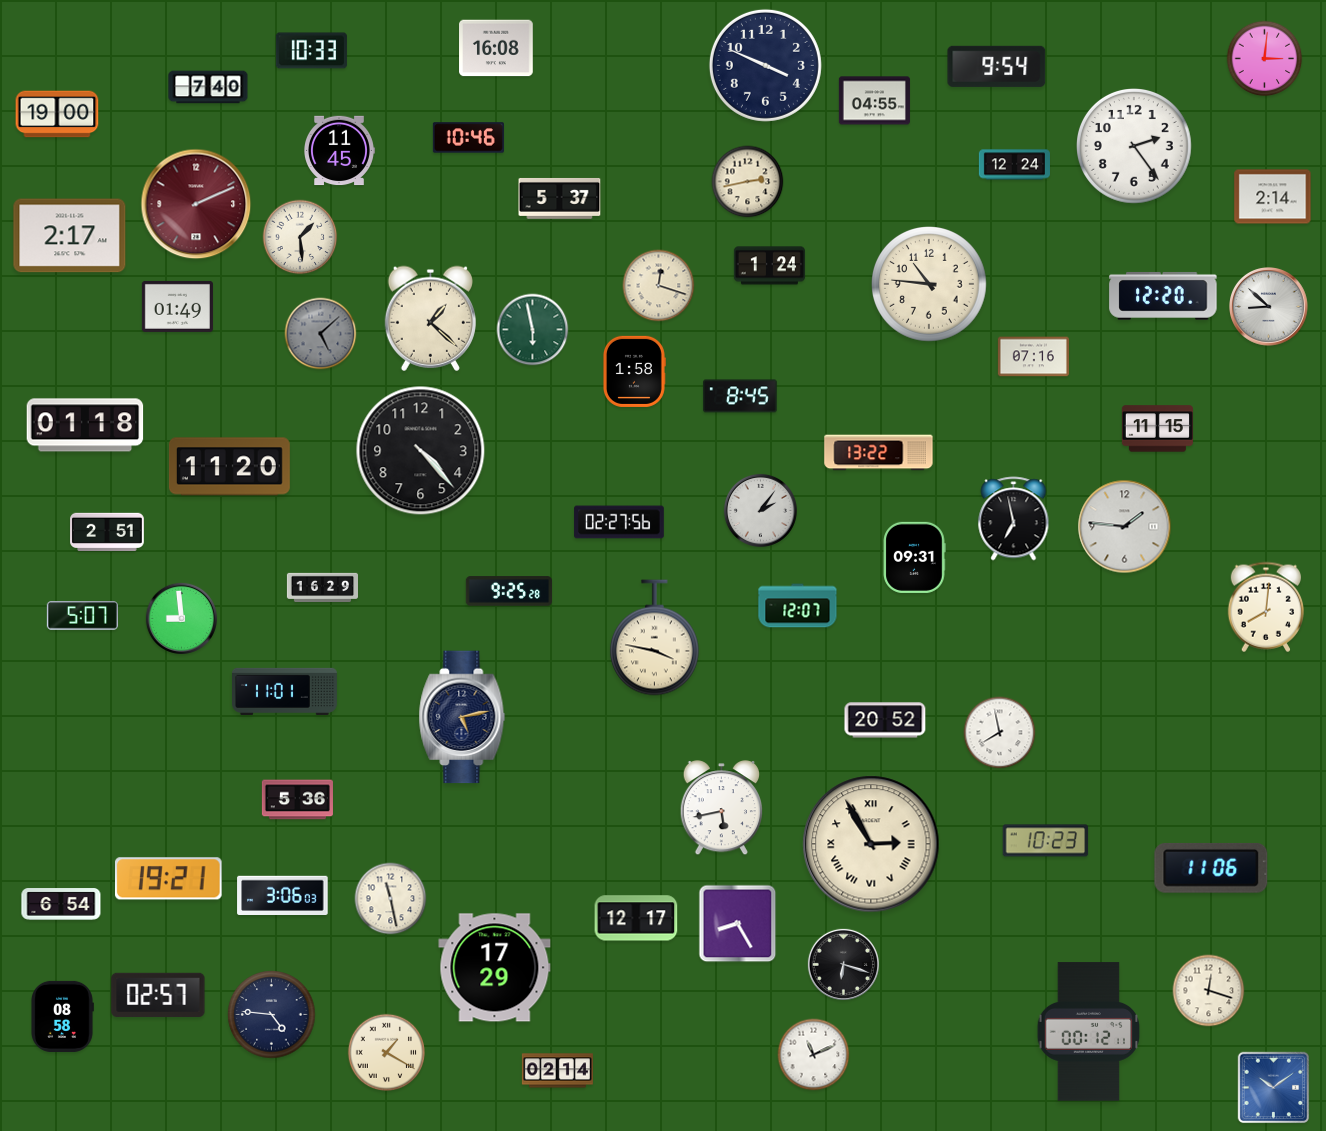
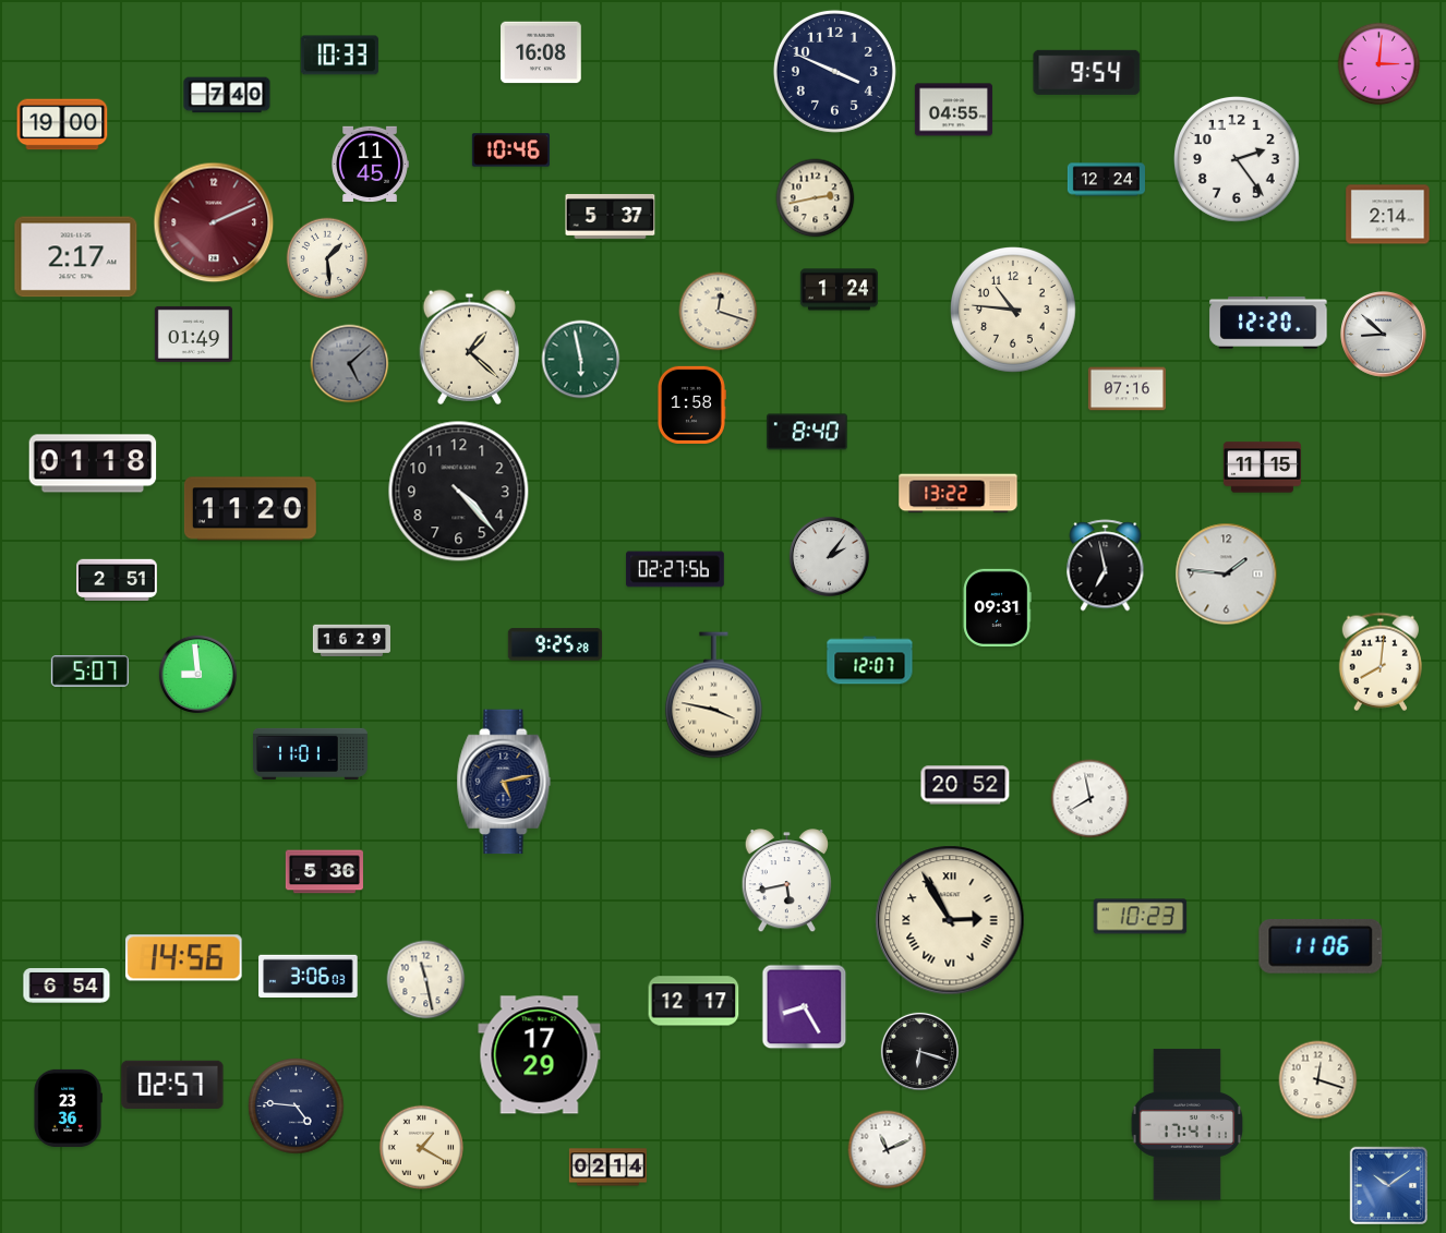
clock at (740, 396): 8:45 -> 8:40
clock at (169, 879): 19:21 -> 14:56
clock at (62, 1016): 08:58 -> 23:36
clock at (1089, 1032): 00:12 -> 17:41
